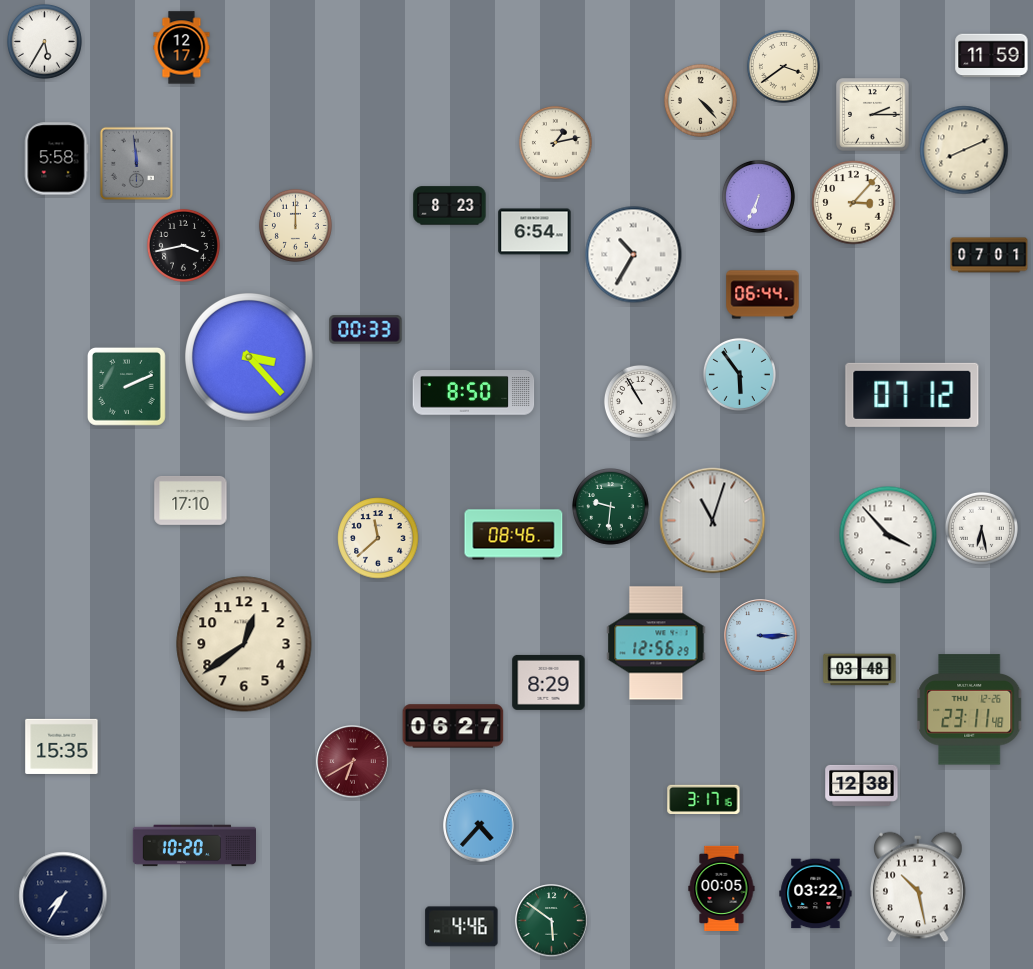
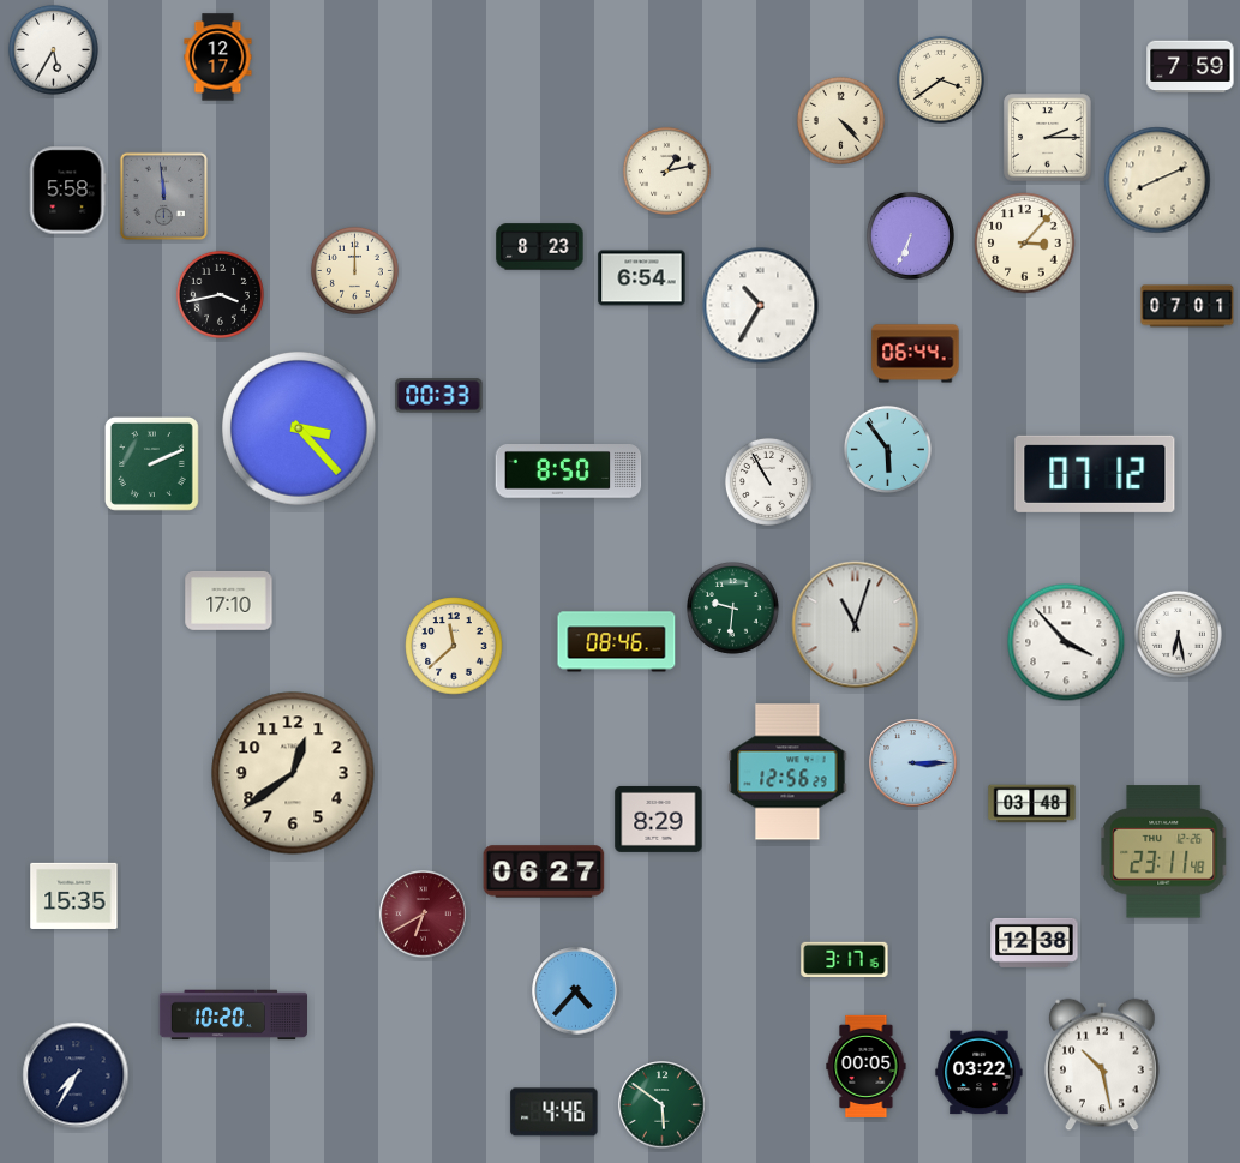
clock at (992, 56): 11:59 -> 7:59
